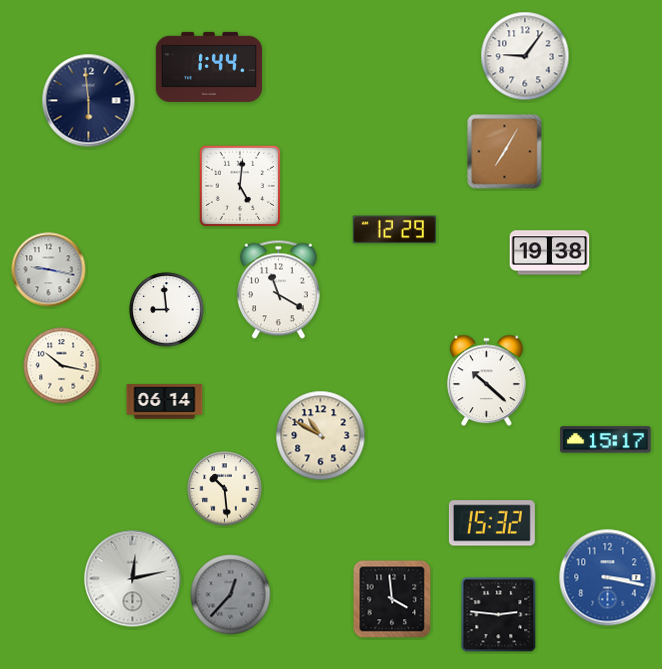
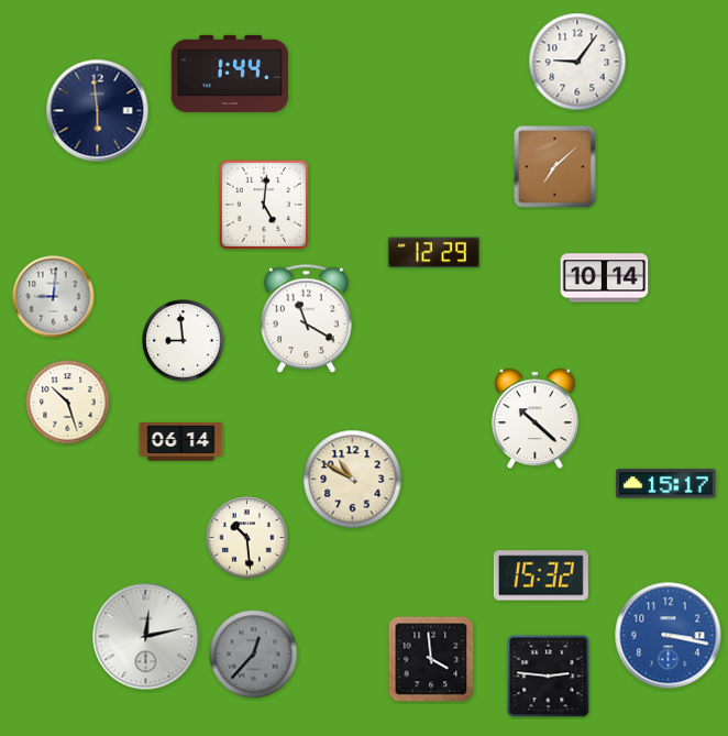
clock at (505, 152): 7:05 -> 7:08
clock at (550, 253): 19:38 -> 10:14
clock at (49, 270): 9:17 -> 9:01
clock at (62, 366): 10:17 -> 10:27
